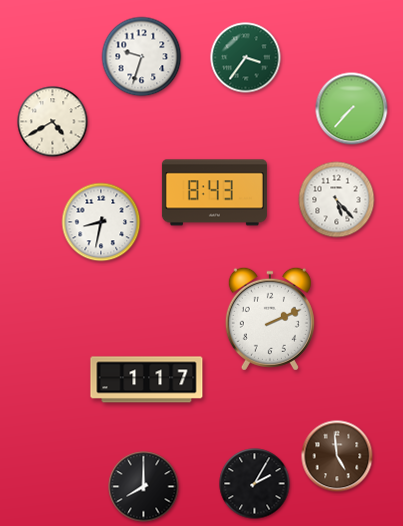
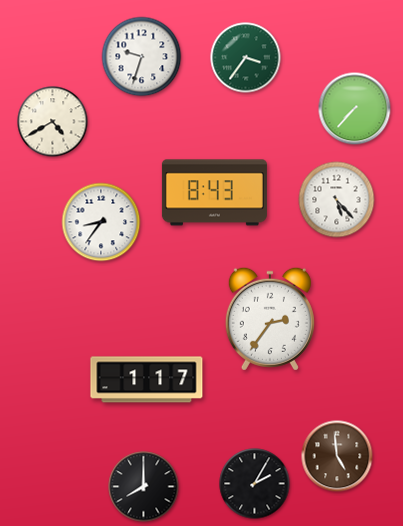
clock at (352, 109) position: (352, 109) -> (355, 109)
clock at (101, 222): 8:32 -> 8:36
clock at (270, 319): 2:11 -> 2:36
